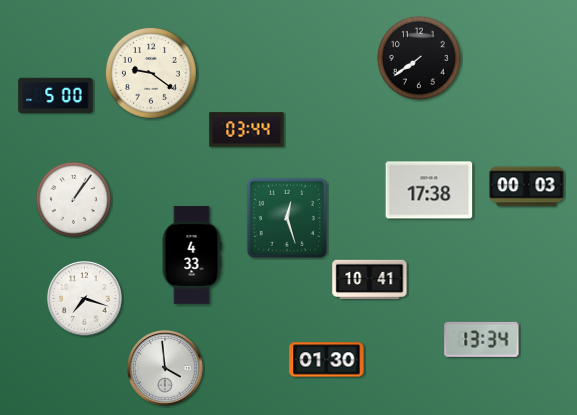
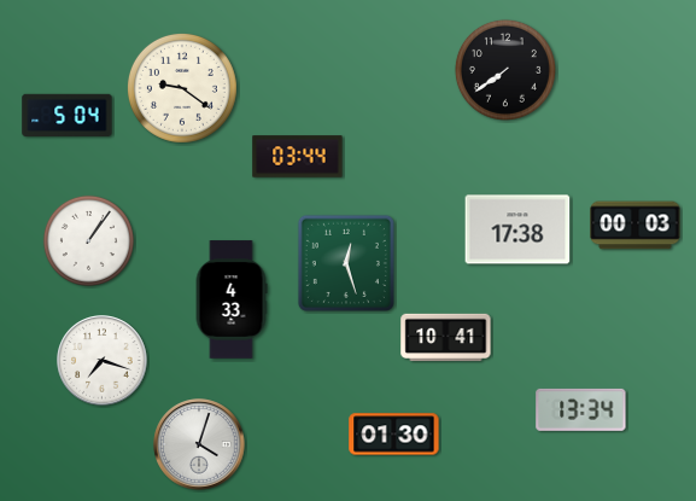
clock at (56, 96): 5:00 -> 5:04
clock at (192, 255) position: (192, 255) -> (232, 299)
clock at (165, 368): 3:59 -> 4:03
